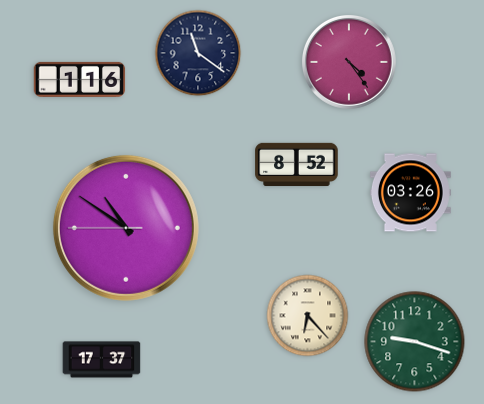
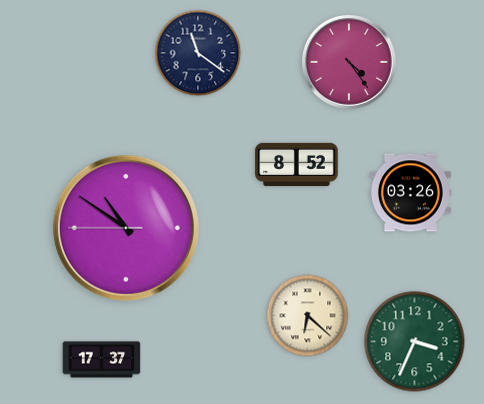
clock at (80, 79): 1:16 -> none
clock at (308, 316): 6:23 -> 6:22
clock at (415, 342): 9:18 -> 3:34
